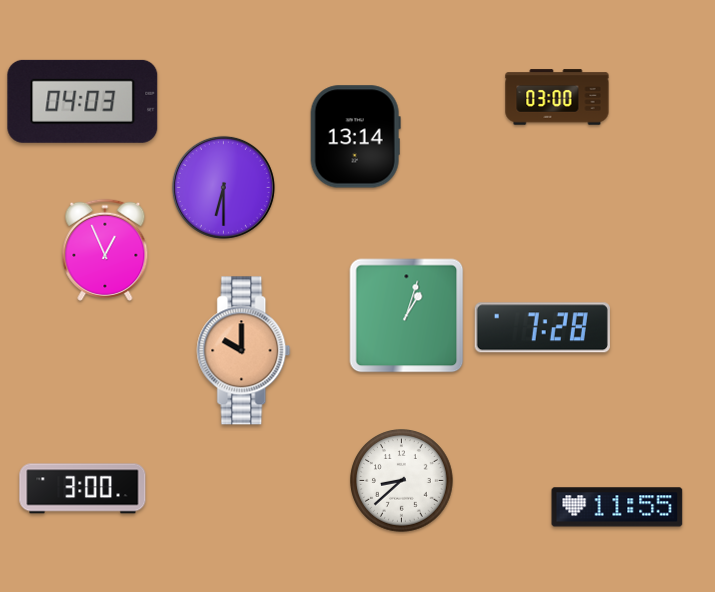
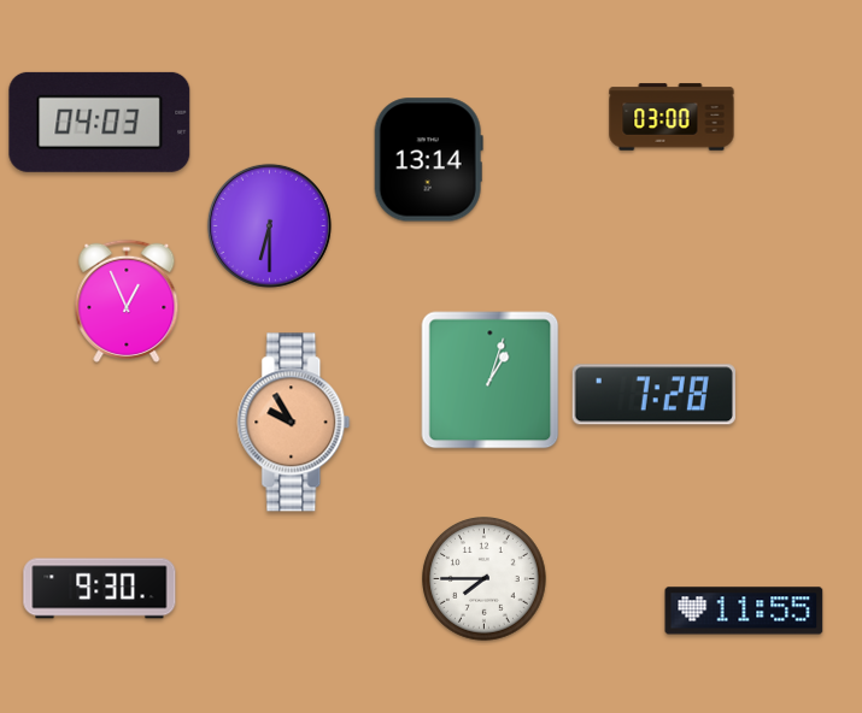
clock at (355, 137) position: (355, 137) -> (428, 160)
clock at (244, 351): 10:00 -> 9:55
clock at (402, 481): 8:38 -> 7:45
clock at (83, 489): 3:00 -> 9:30
